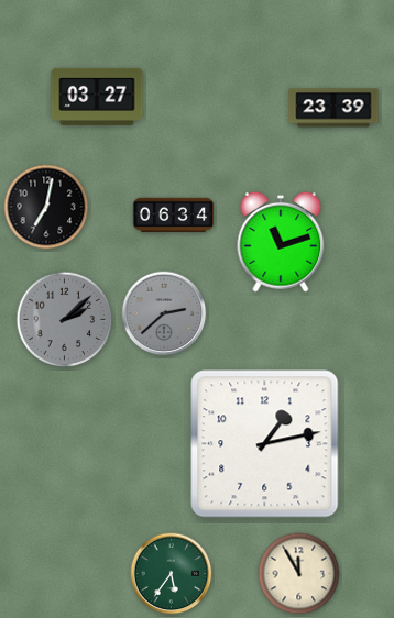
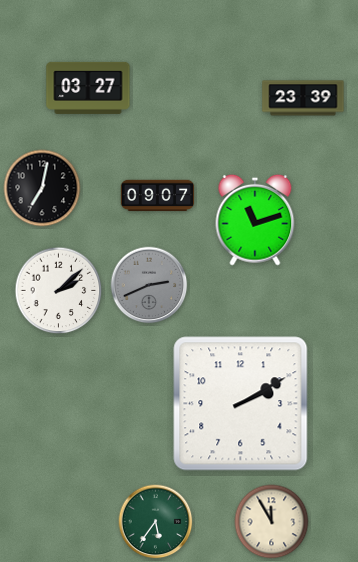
clock at (174, 216): 06:34 -> 09:07
clock at (164, 313): 2:38 -> 2:41
clock at (65, 320) dial: grey -> white
clock at (265, 444): 1:13 -> 2:10
